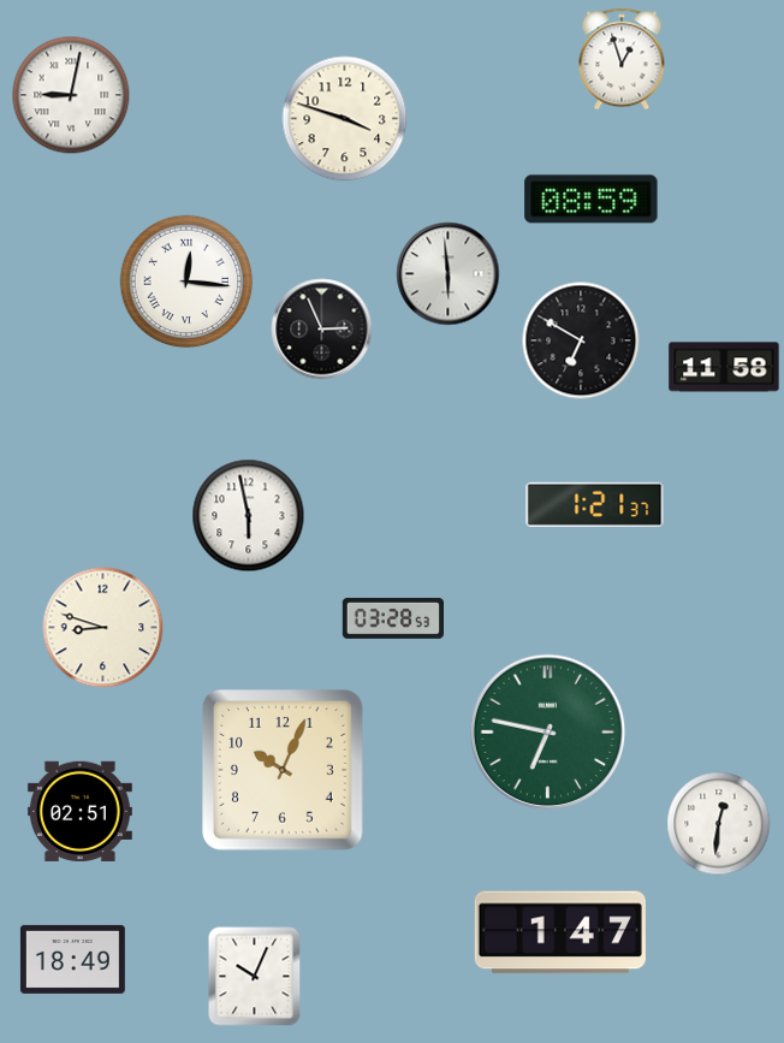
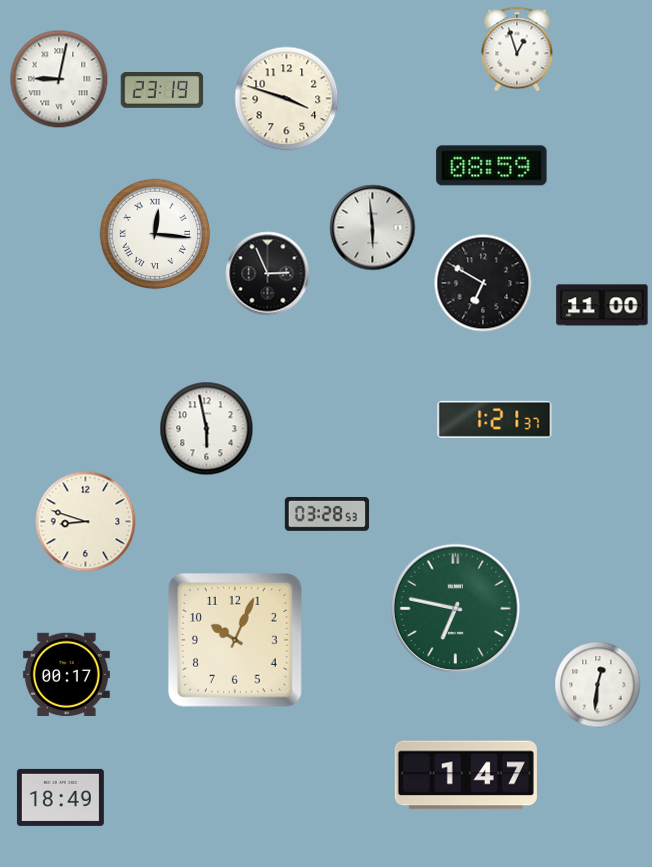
clock at (162, 91): none -> 23:19
clock at (724, 367): 11:58 -> 11:00
clock at (79, 811): 02:51 -> 00:17
clock at (255, 977): 10:04 -> none
